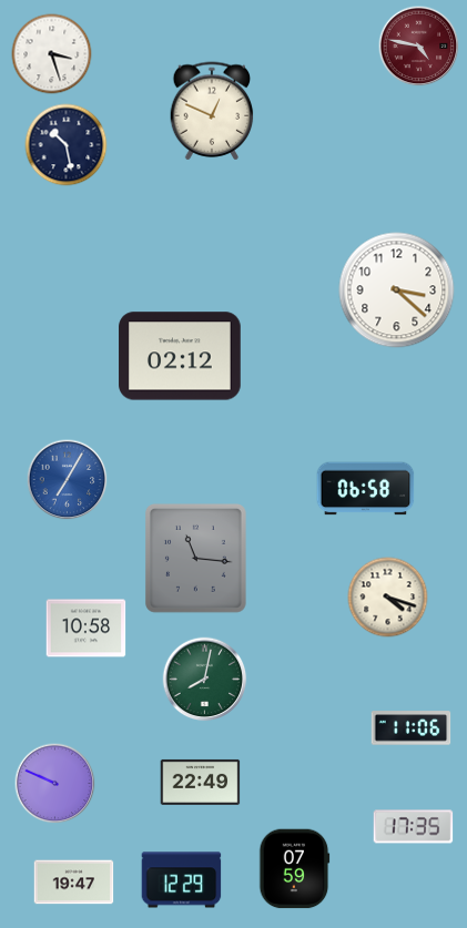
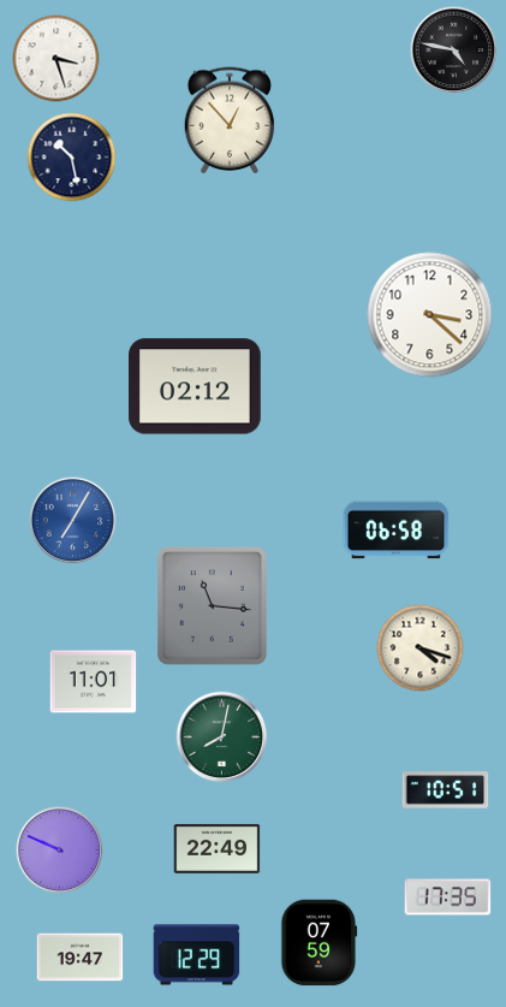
clock at (419, 47) dial: burgundy -> black
clock at (212, 111): 12:49 -> 12:53
clock at (87, 629): 10:58 -> 11:01
clock at (412, 728): 11:06 -> 10:51
